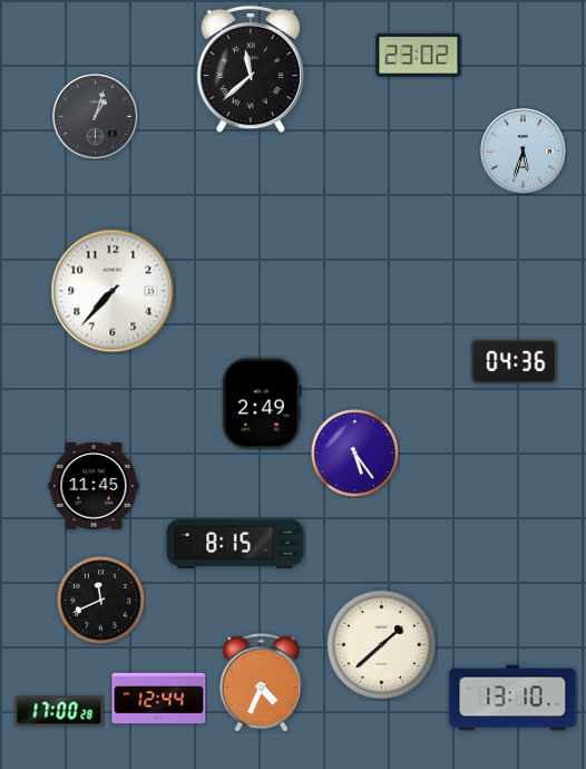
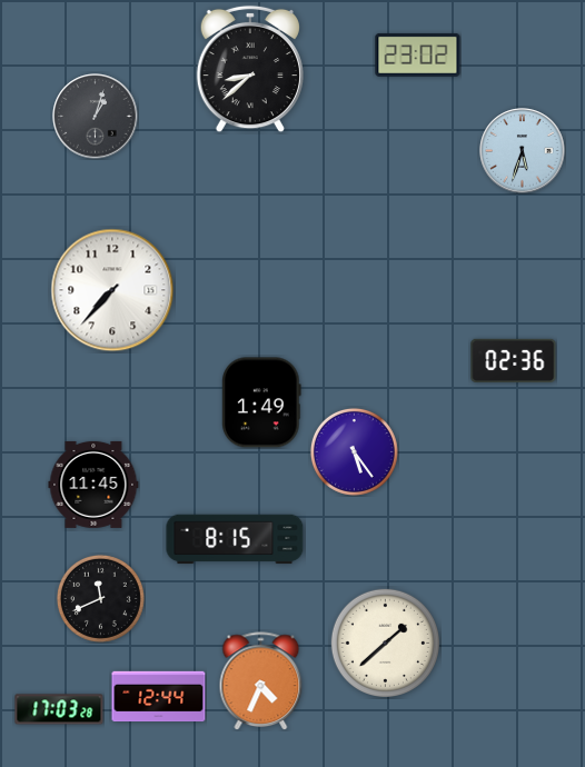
clock at (250, 69): 11:38 -> 8:38
clock at (515, 361): 04:36 -> 02:36
clock at (262, 403): 2:49 -> 1:49
clock at (235, 544) position: (235, 544) -> (235, 539)
clock at (381, 644) position: (381, 644) -> (385, 643)
clock at (512, 698): 13:10 -> none
clock at (59, 711): 17:00 -> 17:03
